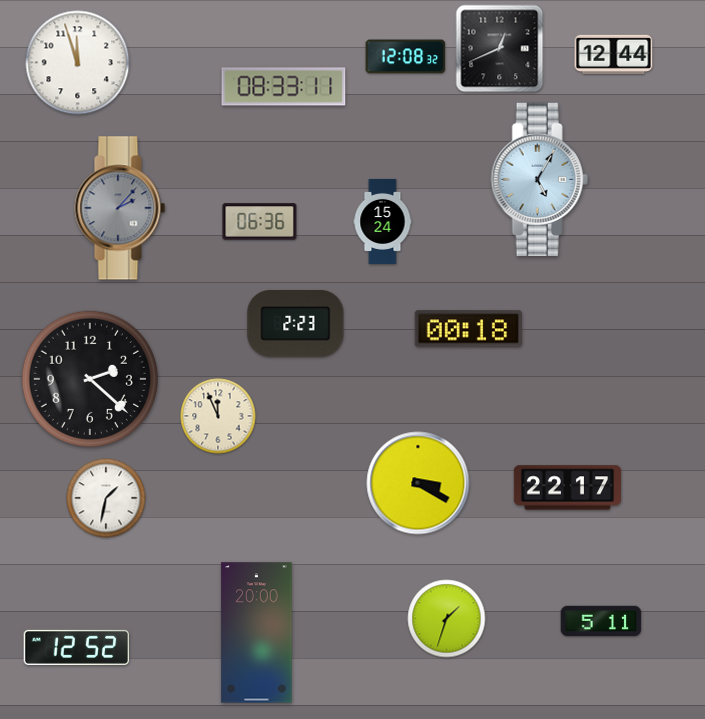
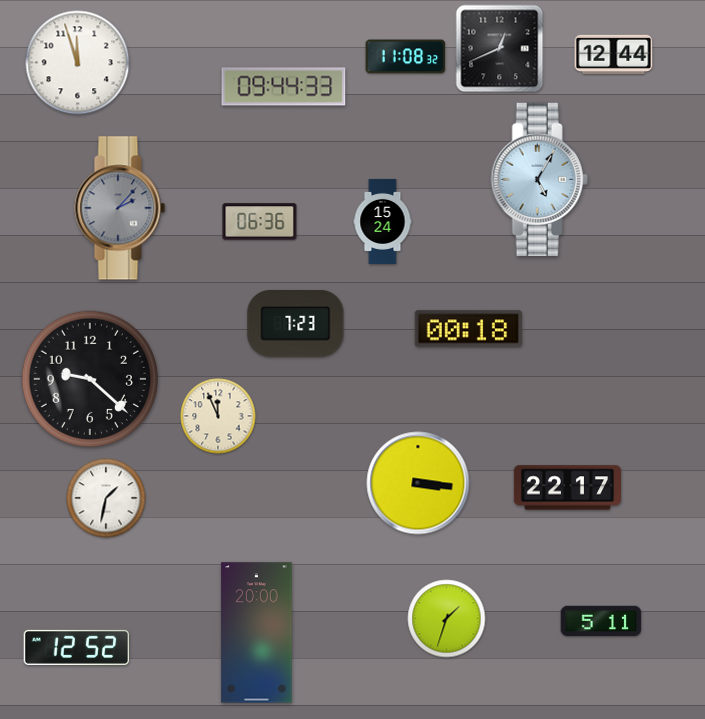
clock at (406, 57): 12:08 -> 11:08
clock at (284, 87): 08:33 -> 09:44
clock at (296, 324): 2:23 -> 7:23
clock at (90, 379): 2:22 -> 9:22
clock at (418, 483): 3:20 -> 3:16
